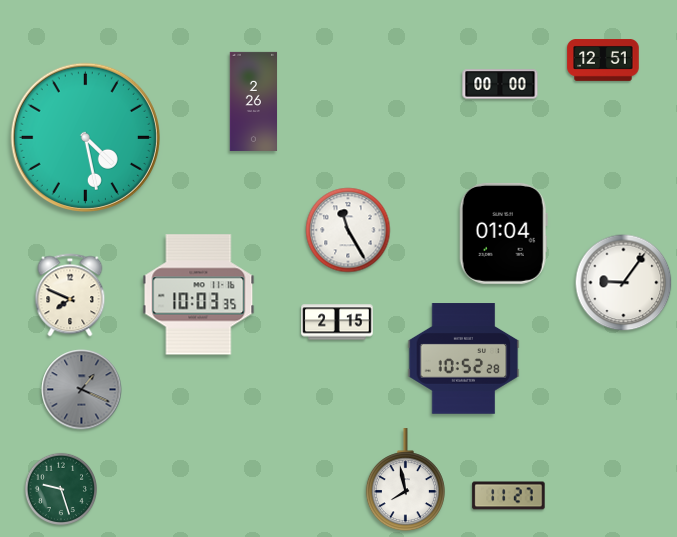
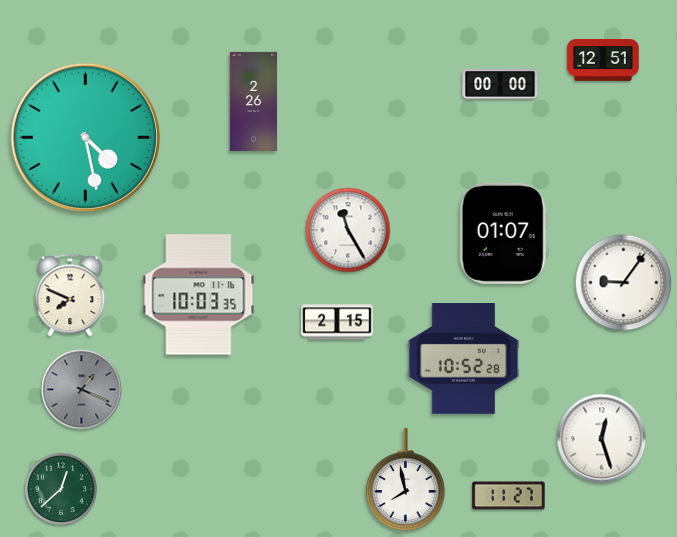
clock at (503, 233): 01:04 -> 01:07
clock at (602, 439): none -> 12:27
clock at (60, 488): 9:27 -> 12:38
